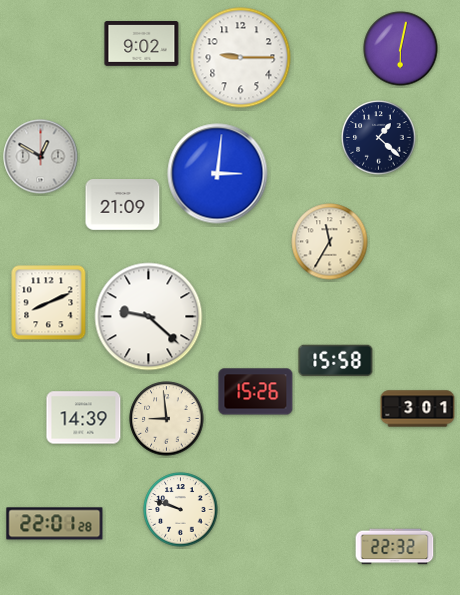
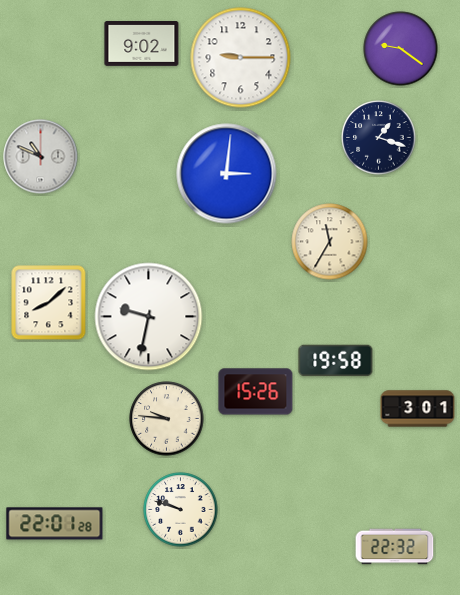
clock at (401, 49): 6:02 -> 9:21
clock at (379, 138): 1:22 -> 1:18
clock at (41, 157): 12:50 -> 10:49
clock at (218, 174) position: (218, 174) -> (227, 174)
clock at (123, 205): 21:09 -> none
clock at (49, 303): 8:11 -> 8:08
clock at (149, 317): 9:22 -> 9:32
clock at (336, 361): 15:58 -> 19:58
clock at (84, 418): 14:39 -> none
clock at (167, 419): 8:59 -> 9:46
